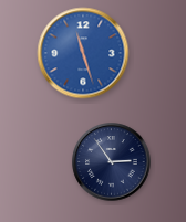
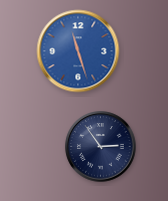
clock at (83, 53) position: (83, 53) -> (78, 51)
